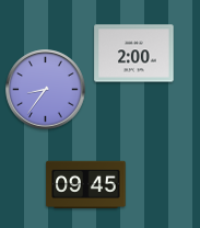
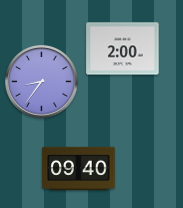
clock at (86, 185): 09:45 -> 09:40
